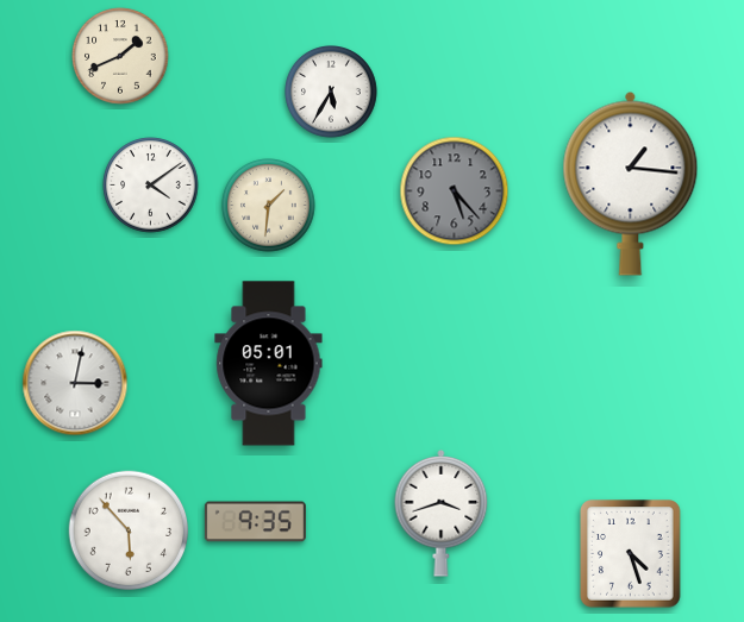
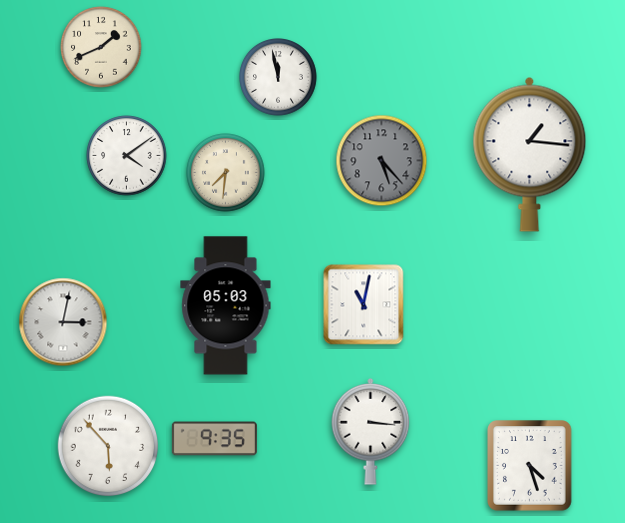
clock at (332, 93): 5:35 -> 11:58
clock at (269, 206): 1:31 -> 7:31
clock at (364, 305): none -> 11:02
clock at (269, 364): 05:01 -> 05:03
clock at (442, 514): 3:42 -> 3:16
